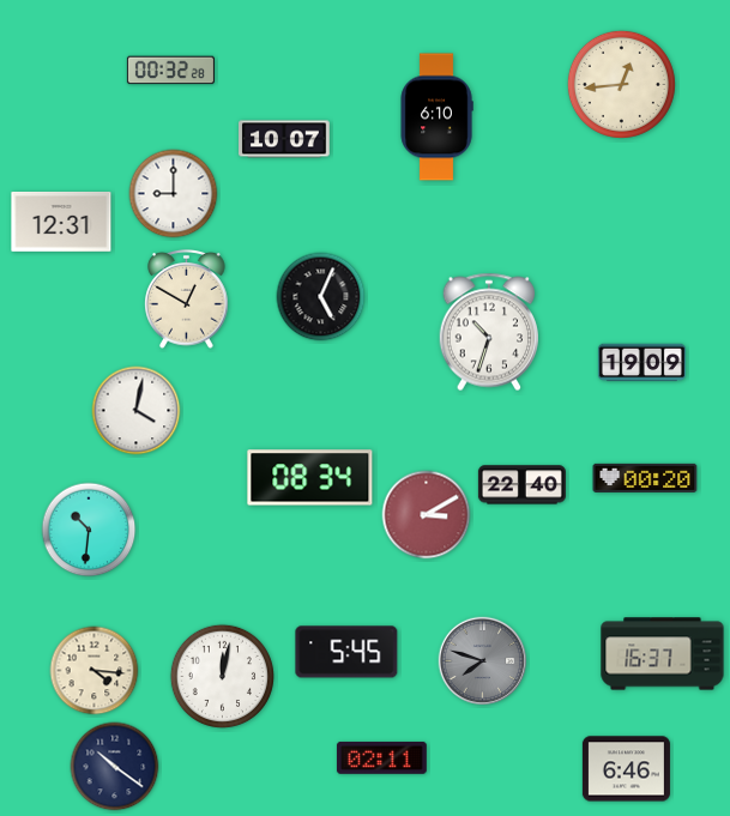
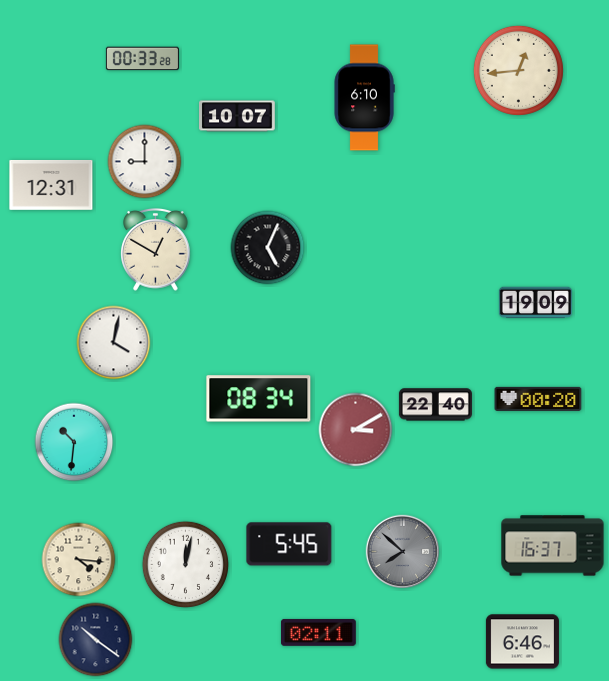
clock at (170, 71): 00:32 -> 00:33
clock at (488, 332): 10:33 -> none
clock at (483, 661): 7:48 -> 7:52
